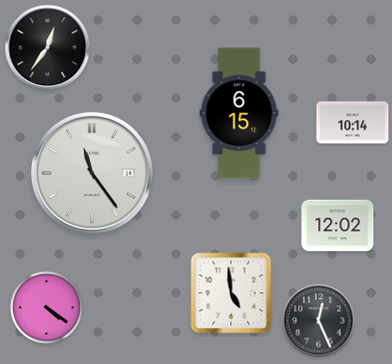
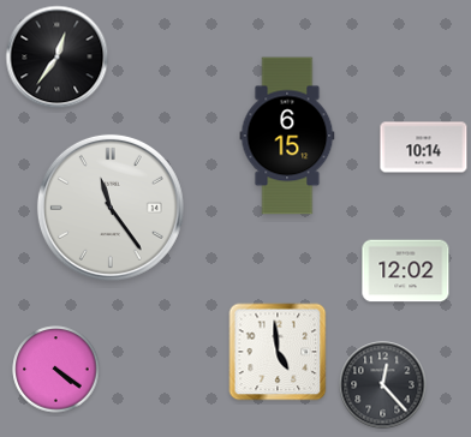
clock at (319, 321): 12:26 -> 12:23
